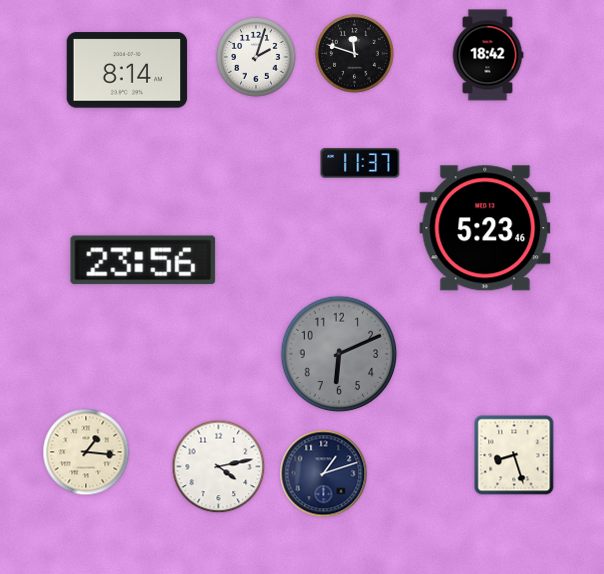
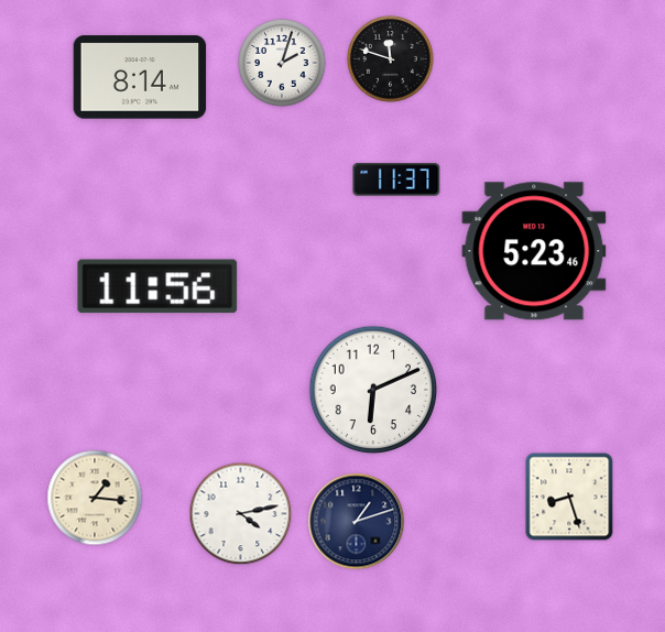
clock at (488, 55): 18:42 -> none
clock at (143, 260): 23:56 -> 11:56
clock at (339, 354) dial: grey -> white
clock at (514, 455) position: (514, 455) -> (569, 497)
